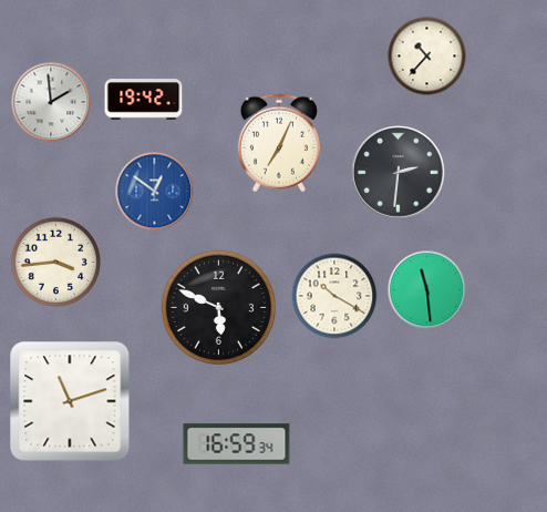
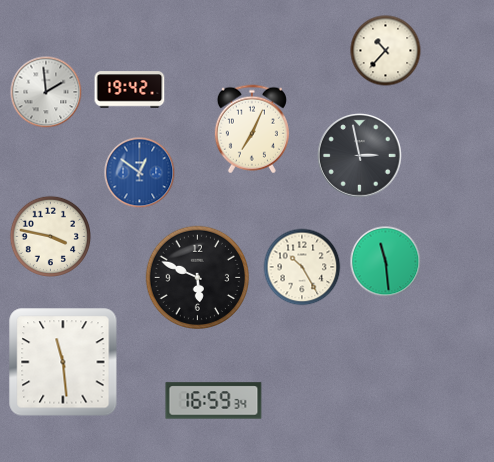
clock at (399, 173): 2:31 -> 2:58
clock at (55, 262): 3:44 -> 3:47
clock at (334, 296): 10:20 -> 10:25
clock at (70, 401): 11:12 -> 11:29
